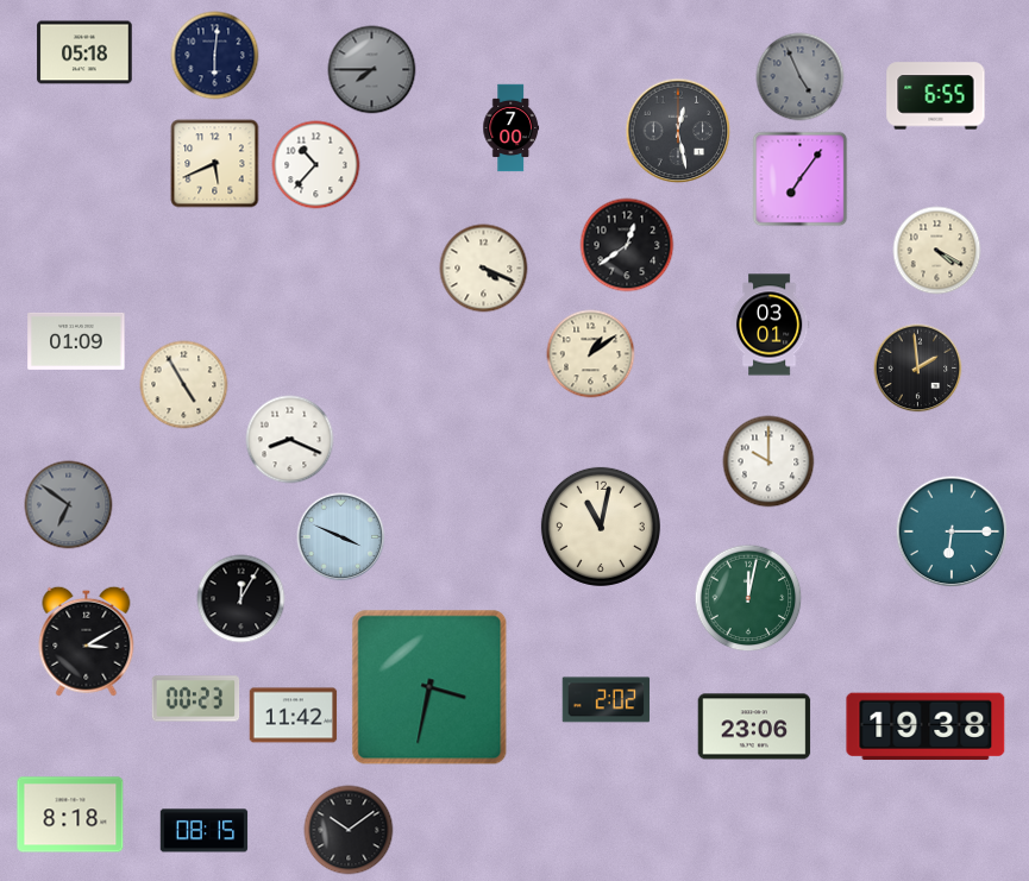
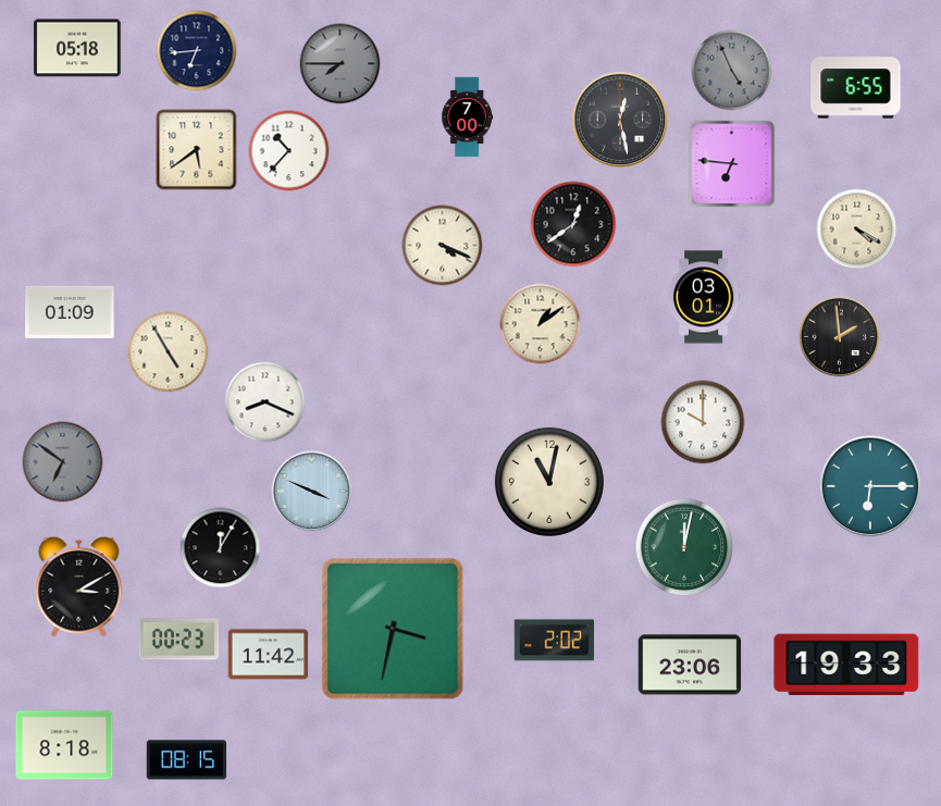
clock at (215, 56): 6:01 -> 6:44
clock at (215, 164): 5:41 -> 5:39
clock at (801, 180): 7:06 -> 6:46
clock at (926, 726): 19:38 -> 19:33
clock at (349, 830): 10:09 -> none
